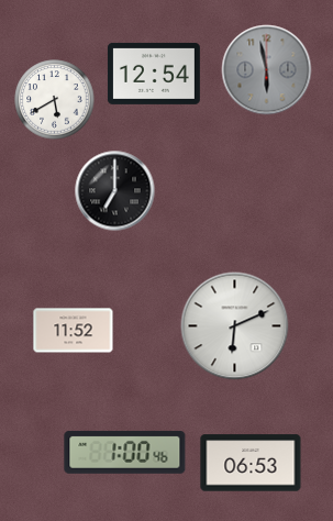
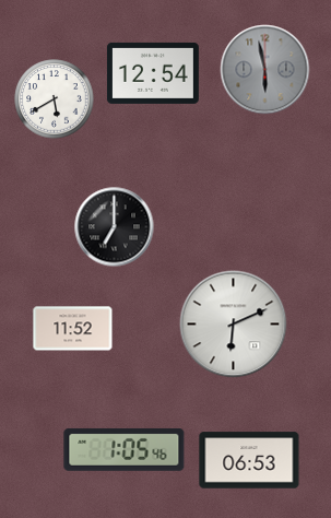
clock at (115, 191) position: (115, 191) -> (115, 227)
clock at (125, 452): 1:00 -> 1:05
